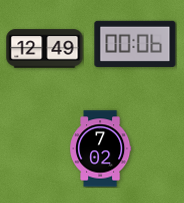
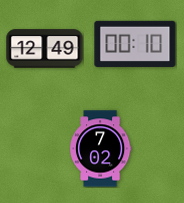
clock at (135, 44): 00:06 -> 00:10
